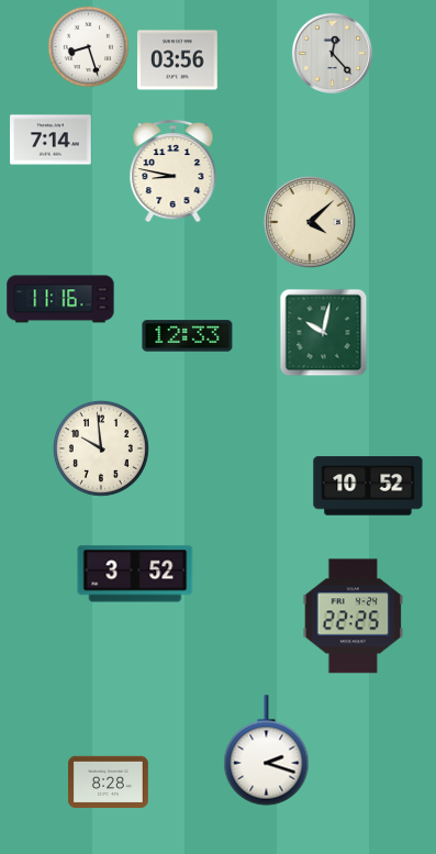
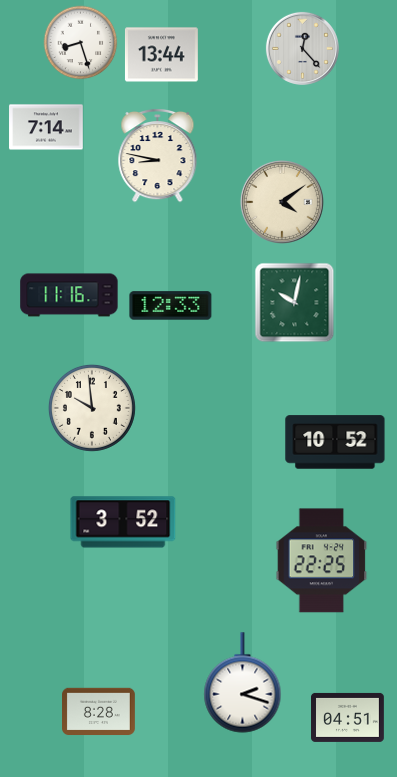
clock at (177, 60): 03:56 -> 13:44
clock at (310, 222): 4:08 -> 4:09
clock at (60, 299) position: (60, 299) -> (69, 295)
clock at (348, 717): none -> 04:51
